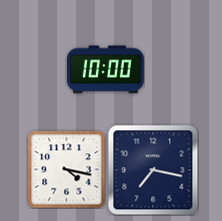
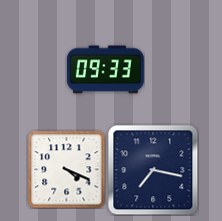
clock at (105, 70): 10:00 -> 09:33
clock at (66, 169): 4:17 -> 4:19
